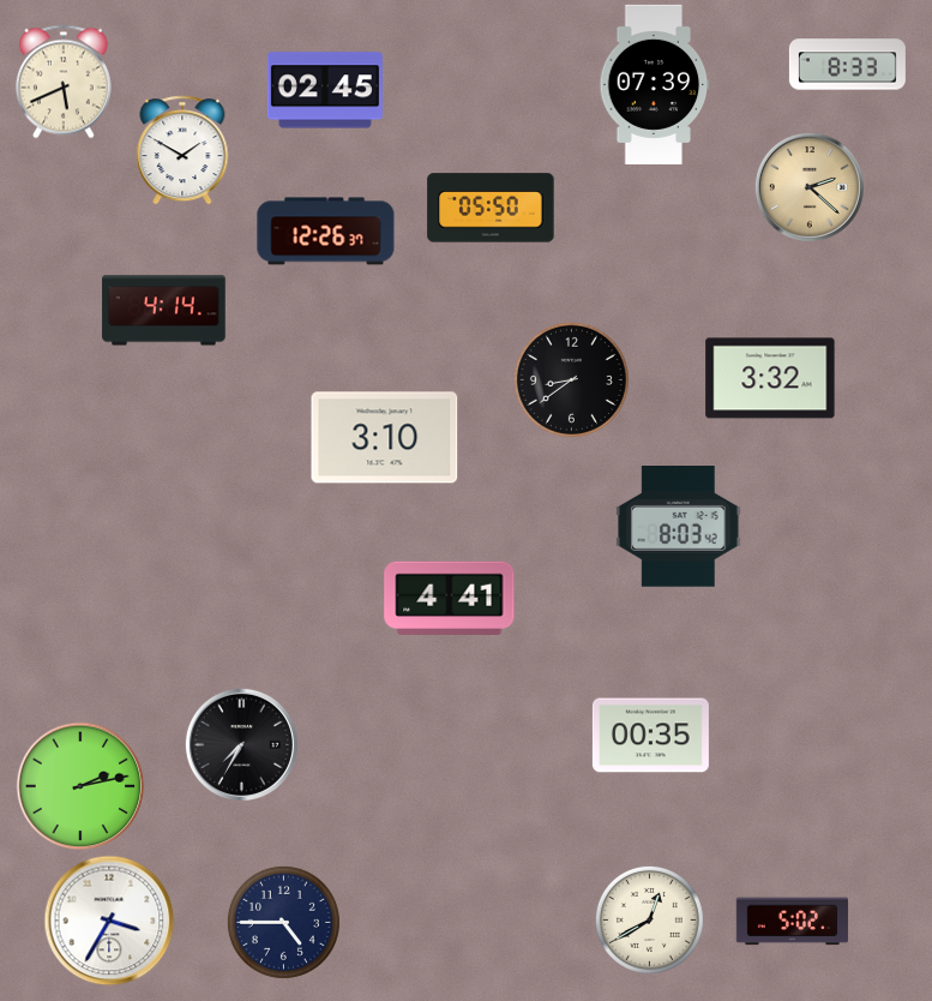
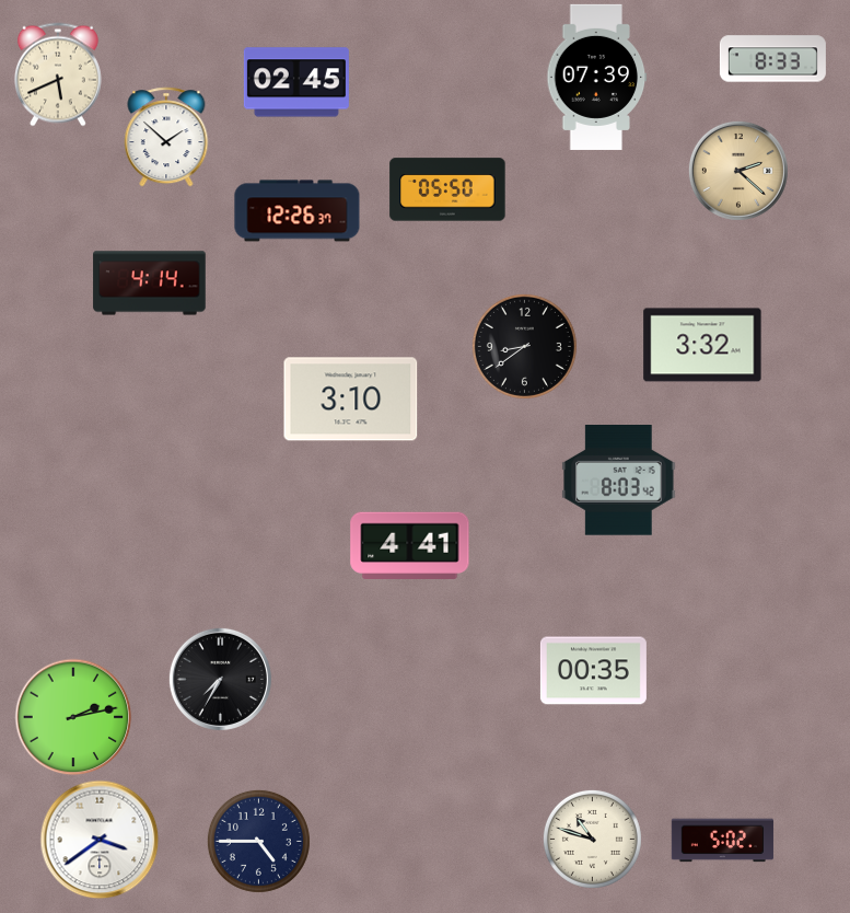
clock at (182, 150): 1:50 -> 1:52
clock at (571, 379) position: (571, 379) -> (524, 346)
clock at (649, 919): 12:40 -> 10:48
clock at (109, 921): 3:35 -> 3:39
